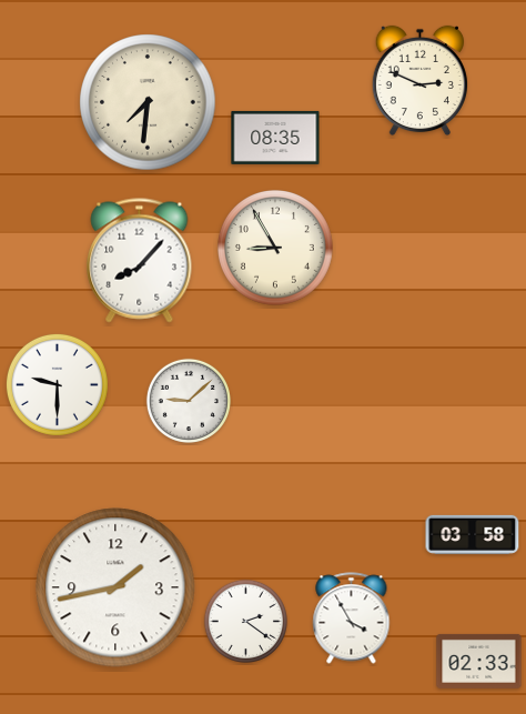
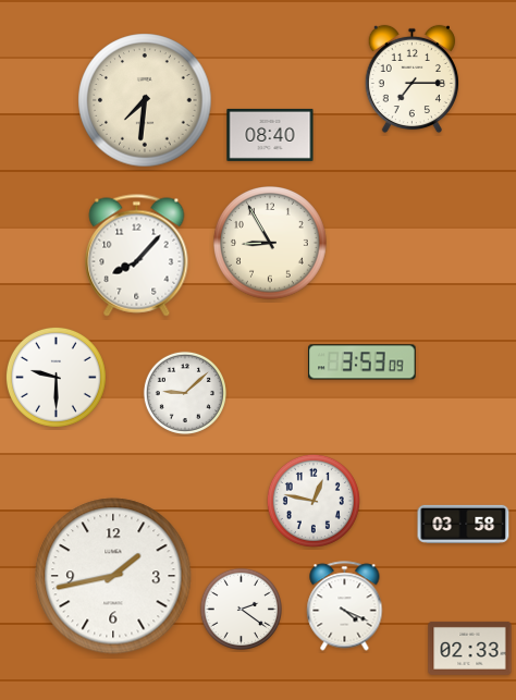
clock at (419, 81): 2:49 -> 7:15
clock at (275, 138): 08:35 -> 08:40
clock at (363, 363): none -> 3:53
clock at (314, 501): none -> 12:47
clock at (352, 619): 3:55 -> 4:19
